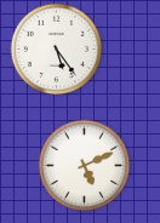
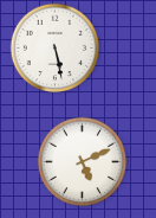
clock at (57, 50): 5:24 -> 5:28
